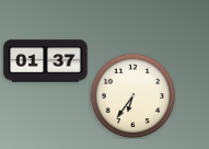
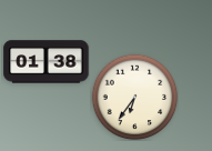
clock at (46, 61): 01:37 -> 01:38
